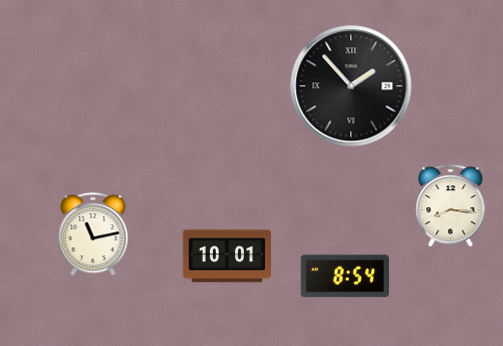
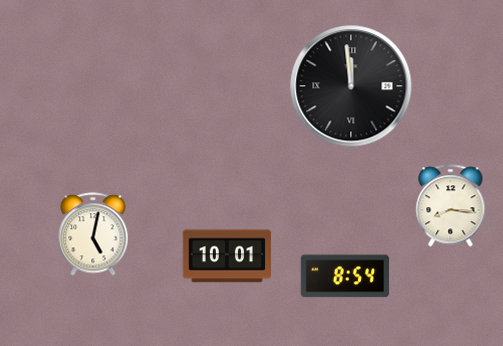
clock at (351, 86): 1:53 -> 11:59
clock at (93, 234): 11:13 -> 5:02
